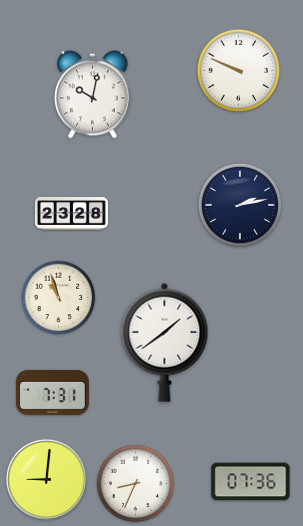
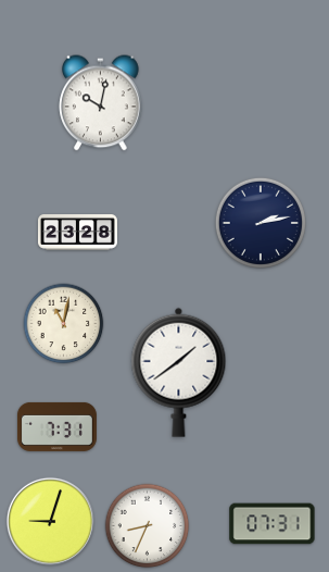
clock at (238, 70): 9:49 -> none
clock at (59, 298): 10:57 -> 11:02
clock at (46, 479): 9:01 -> 9:03
clock at (251, 482): 07:36 -> 07:31
